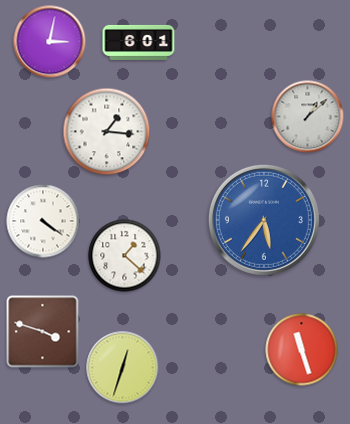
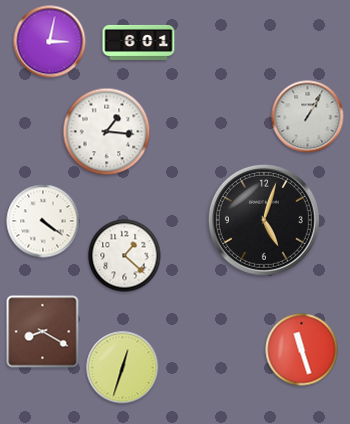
clock at (308, 117): 1:08 -> 1:05
clock at (264, 220): 5:36 -> 5:03
clock at (264, 220) dial: blue -> black
clock at (43, 332): 3:48 -> 8:20
